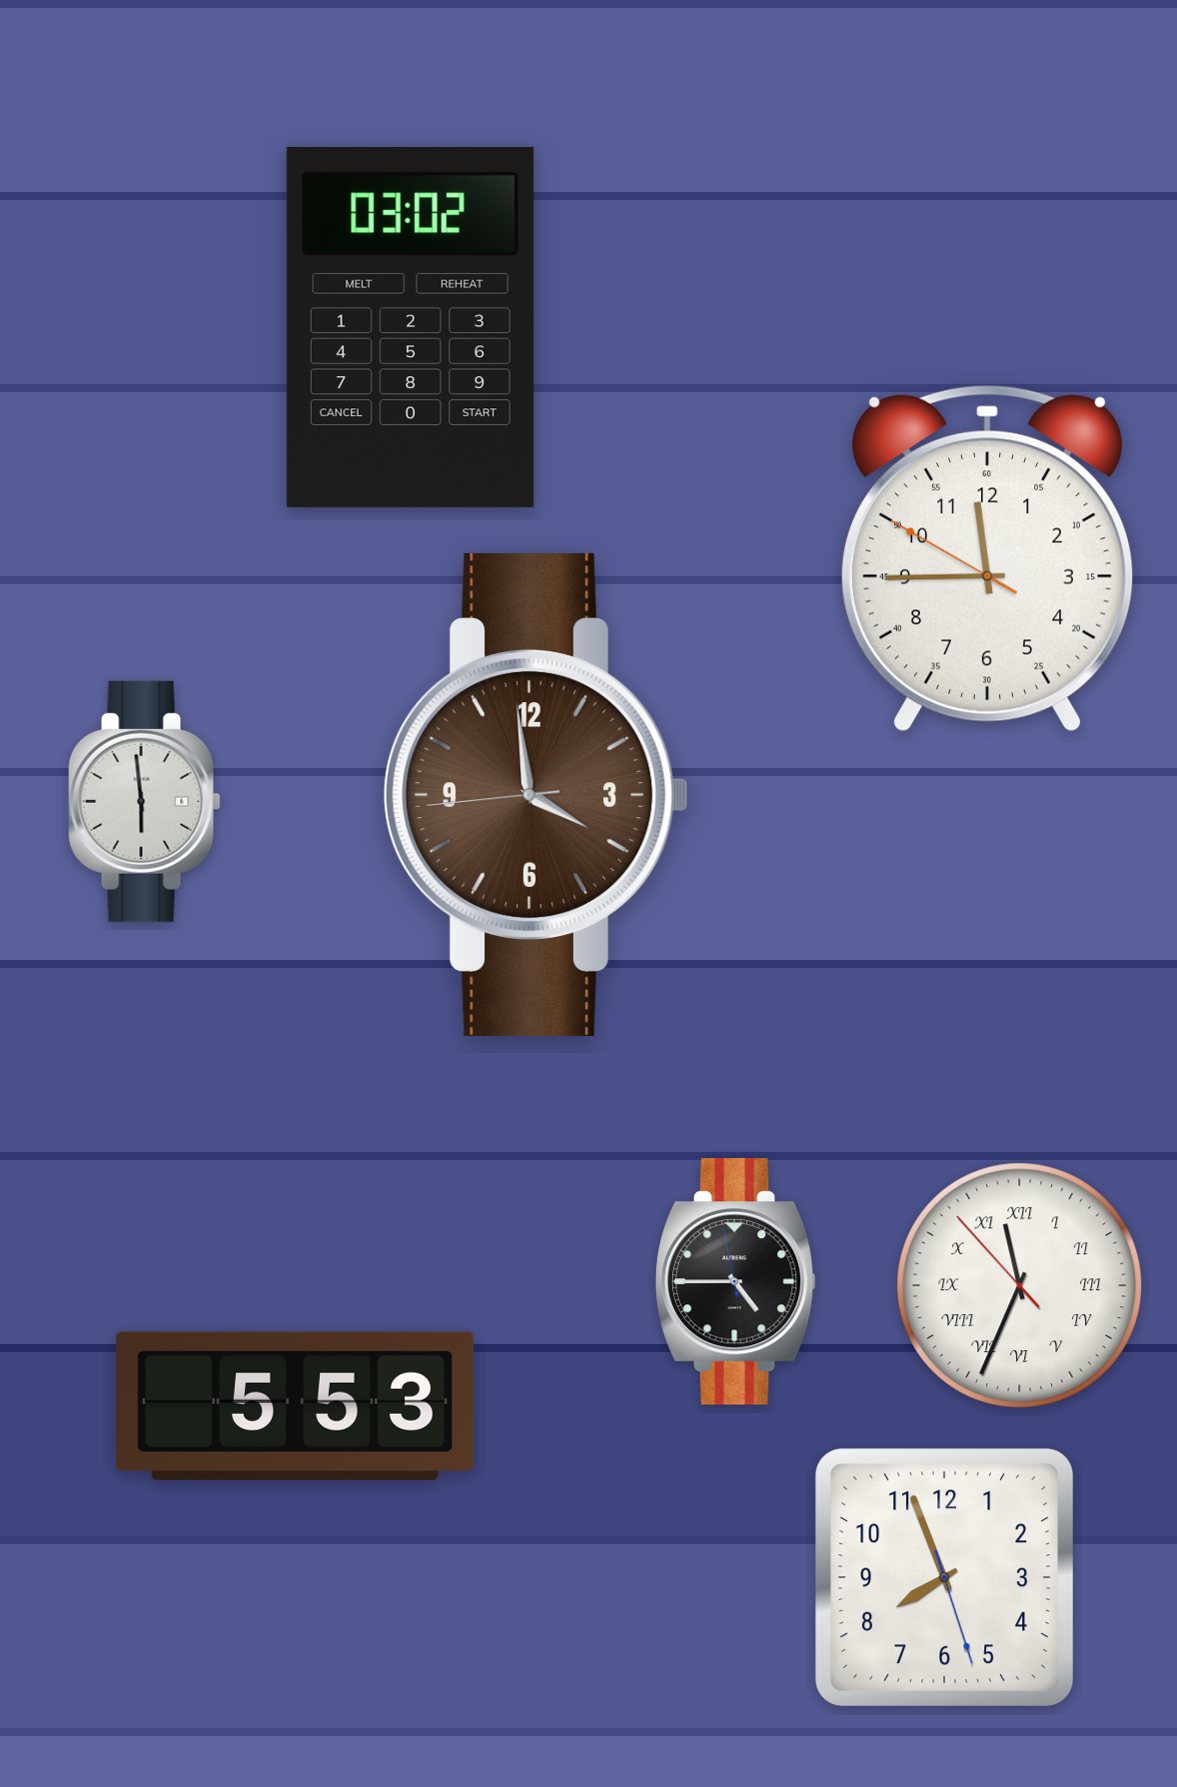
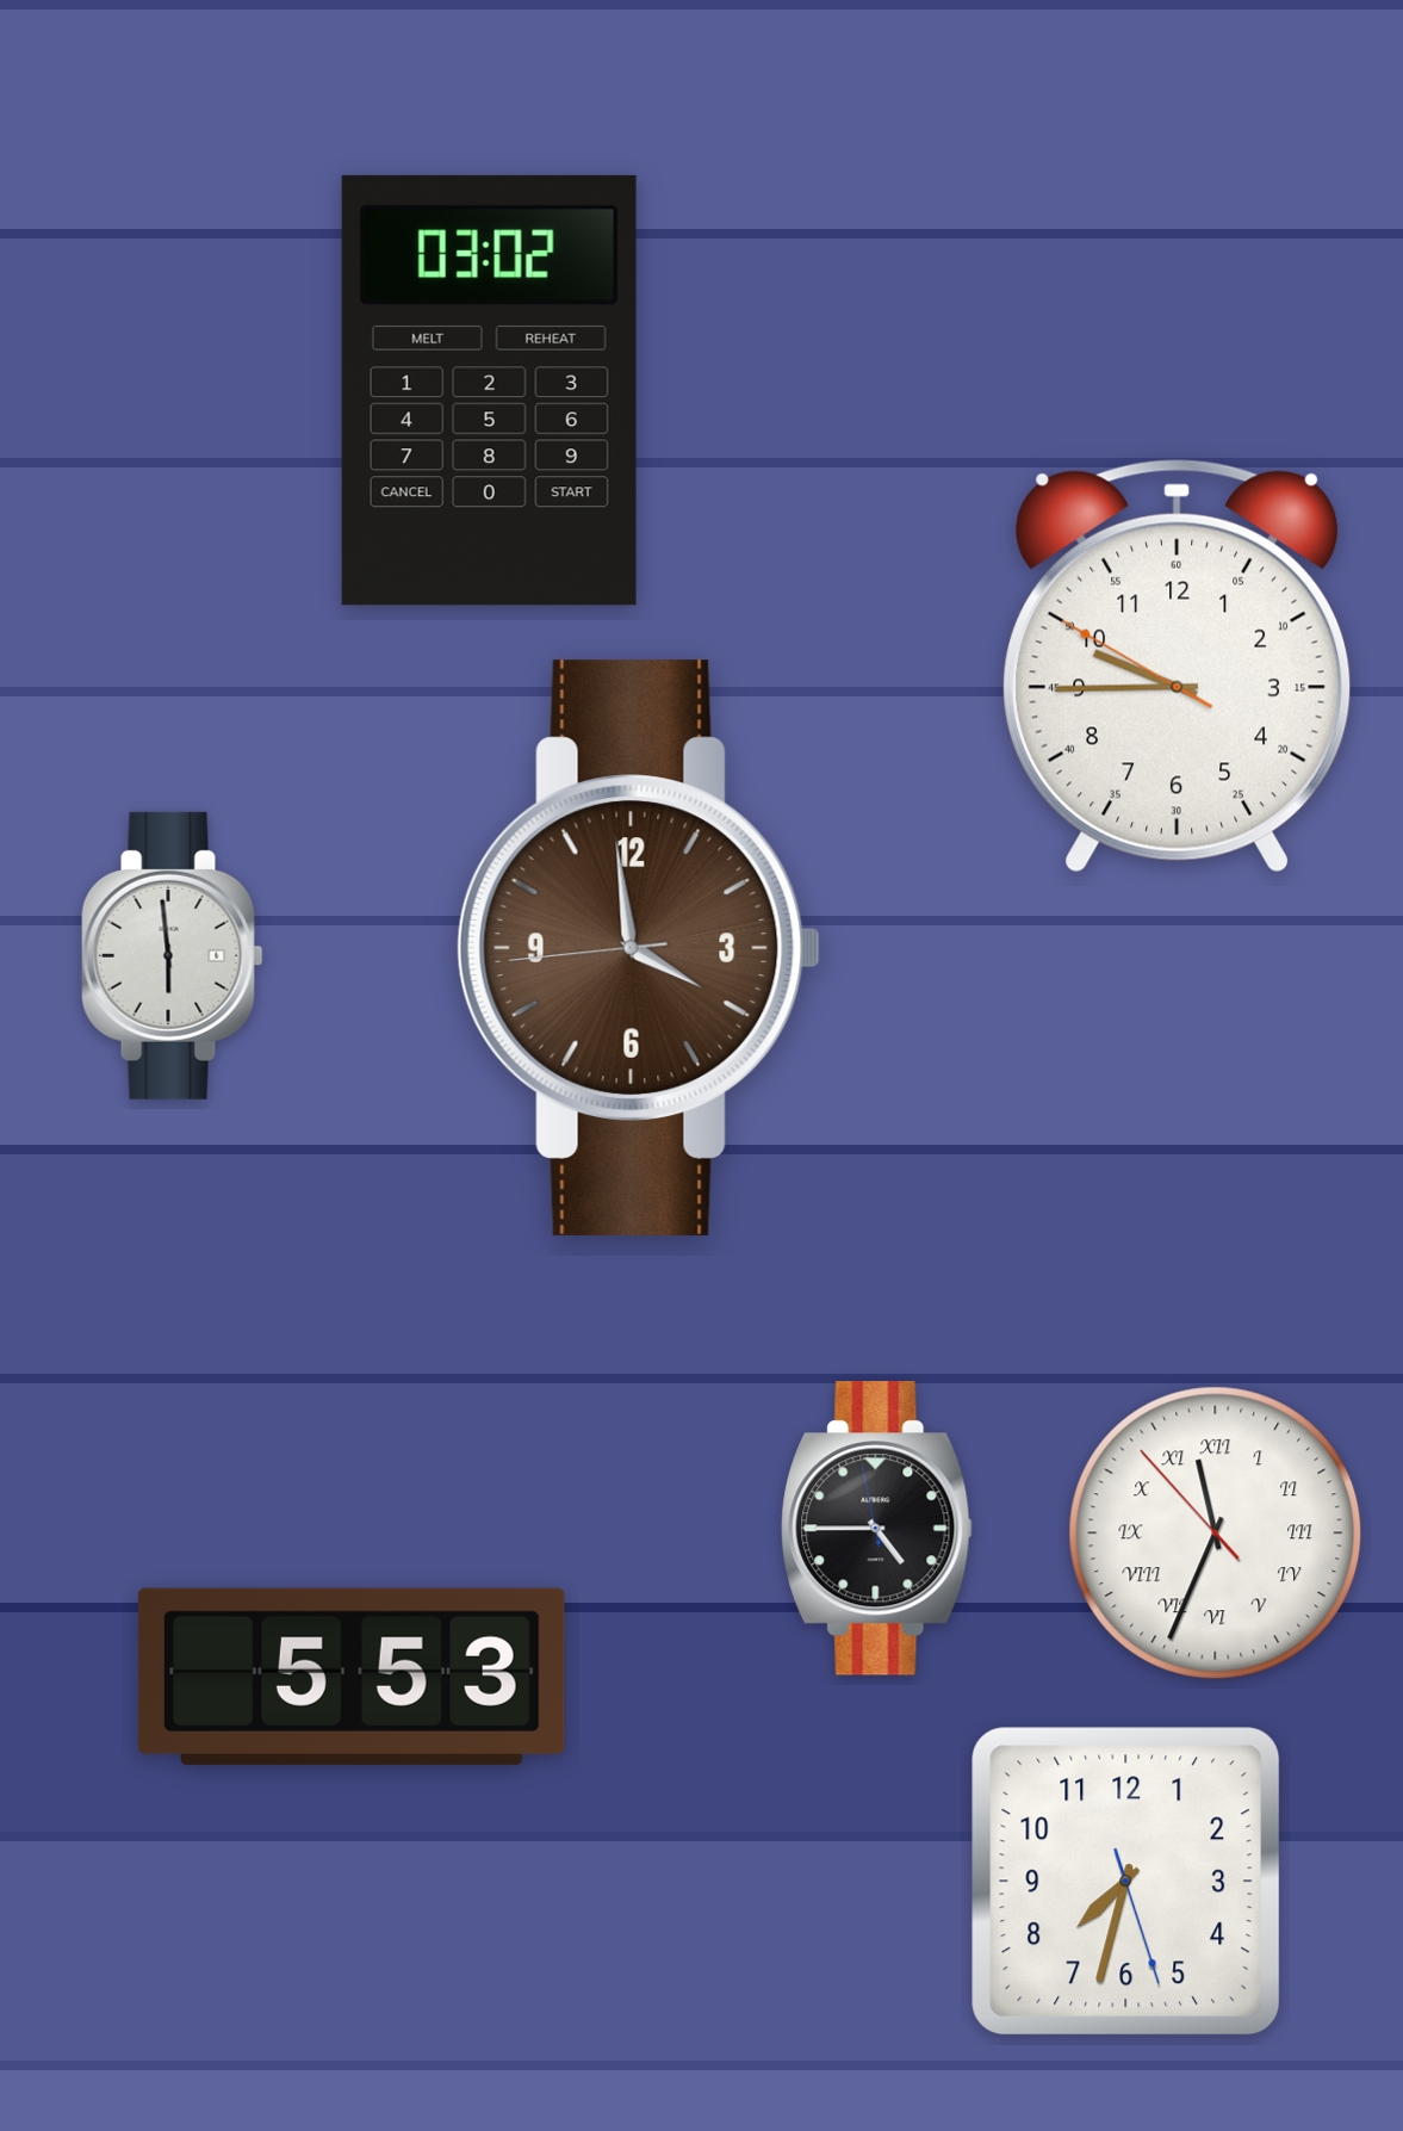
clock at (988, 558): 11:44 -> 9:44
clock at (945, 1578): 7:56 -> 7:32
